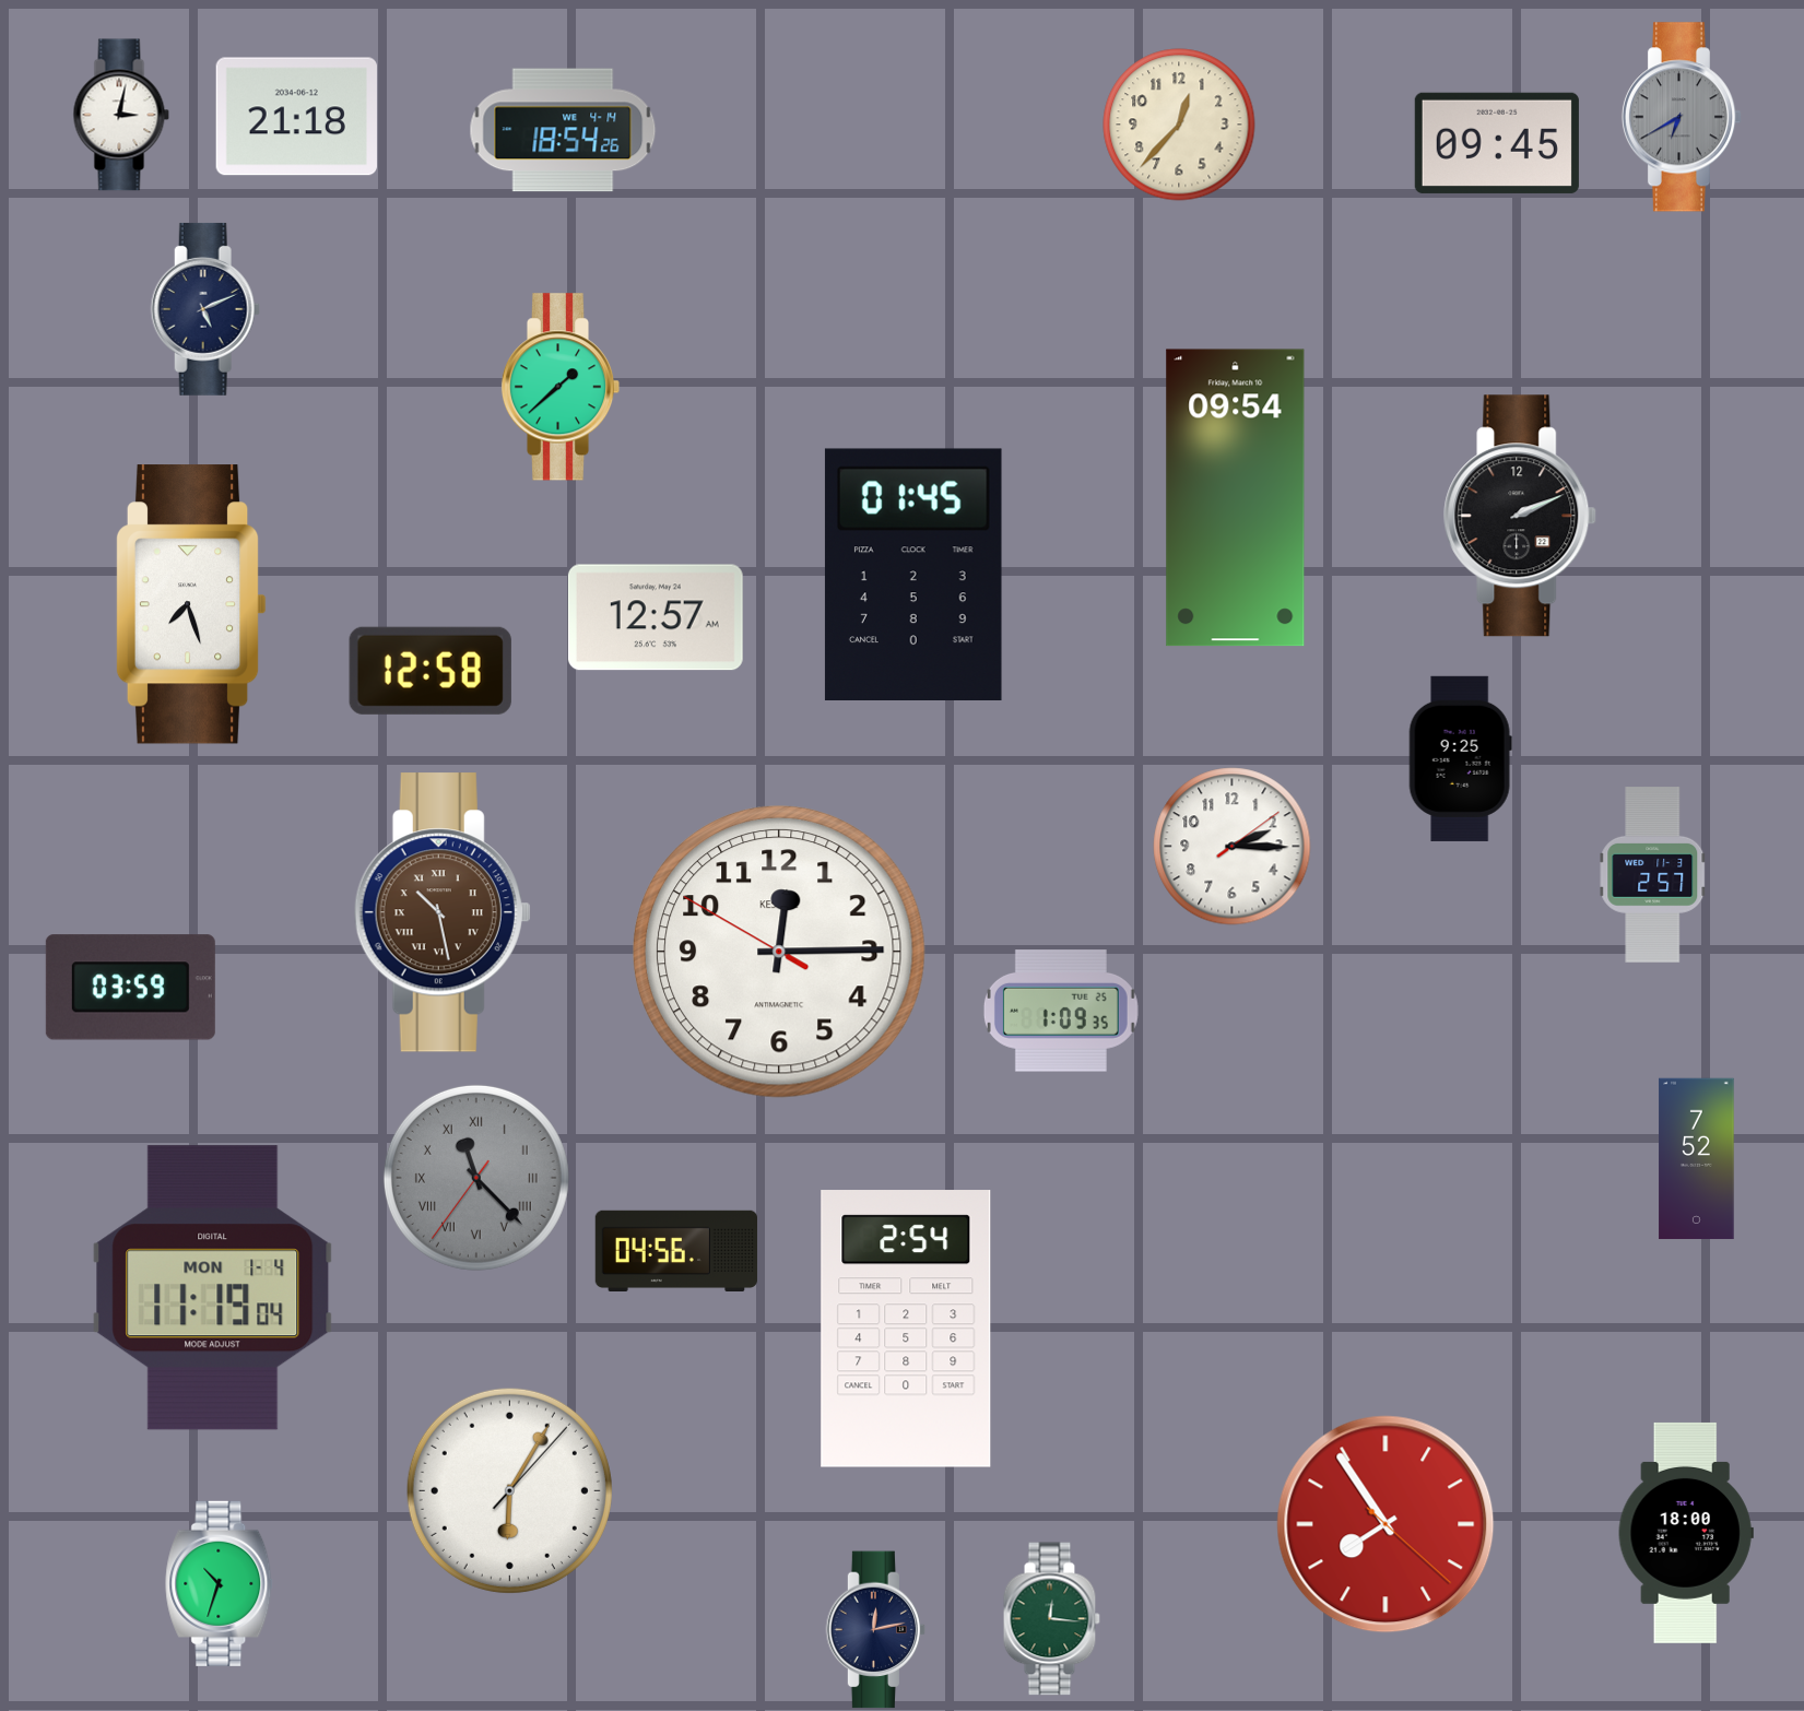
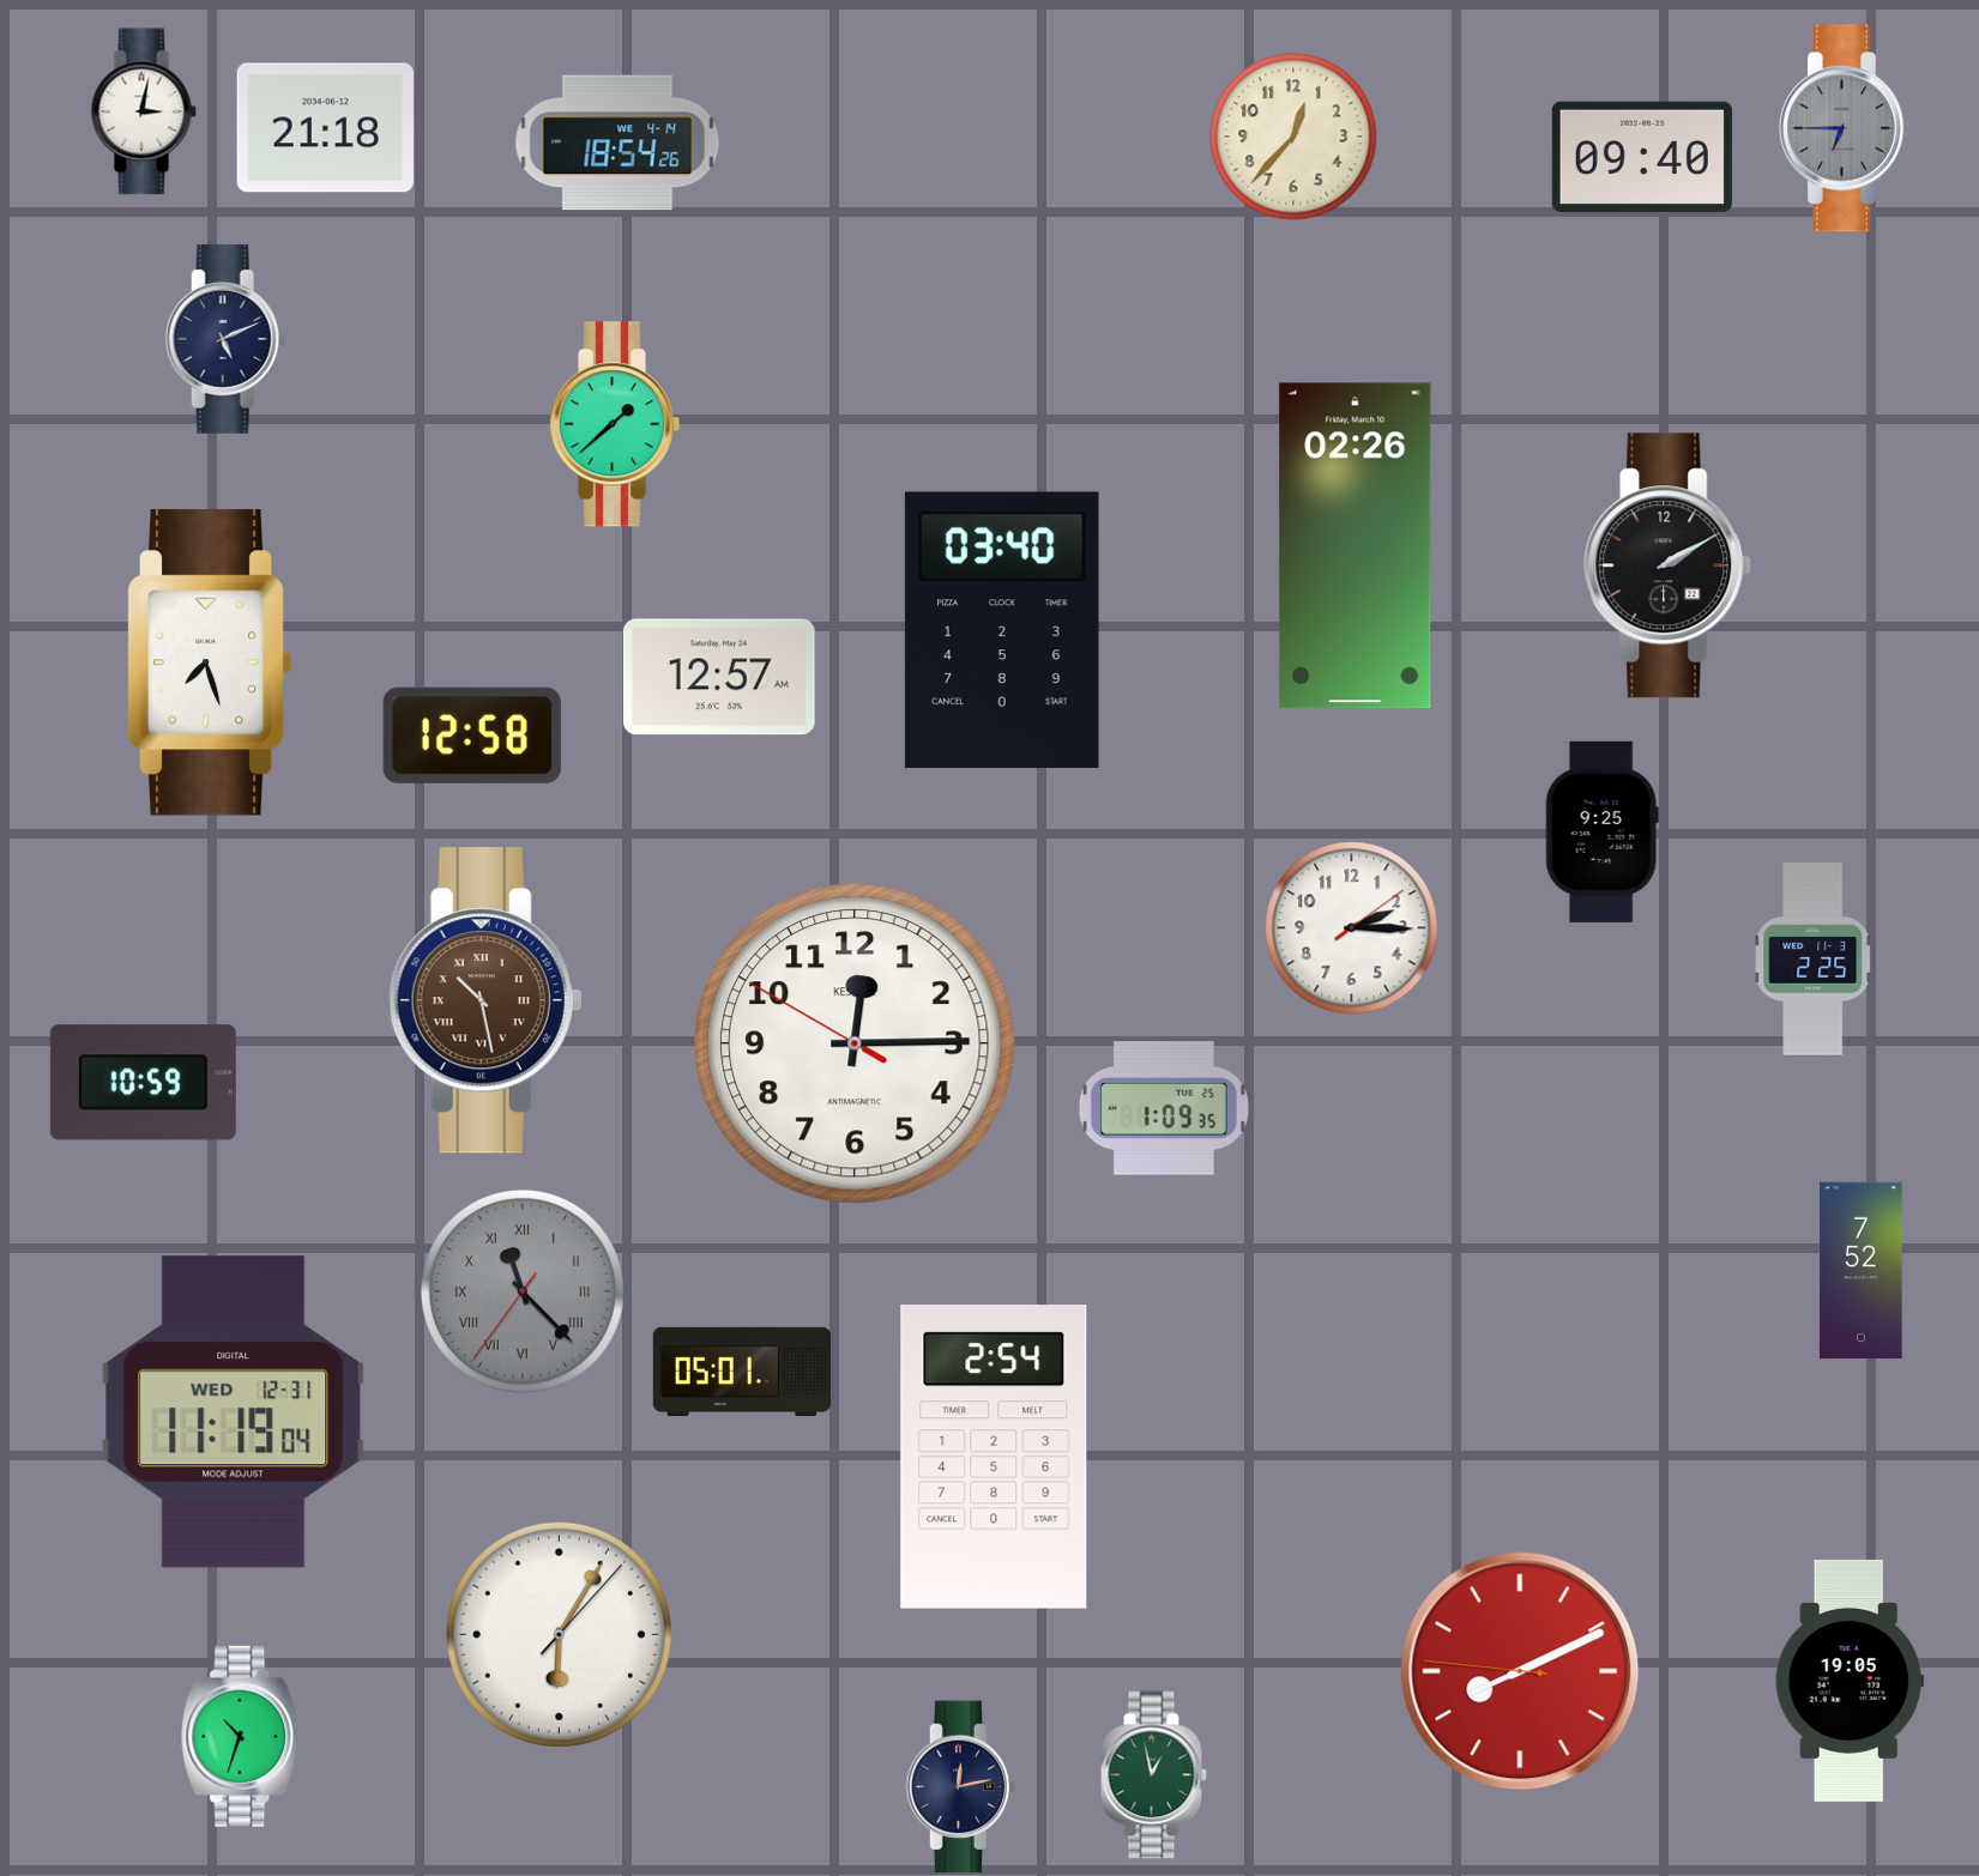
clock at (121, 115) position: (121, 115) -> (144, 111)
clock at (1681, 117): 6:40 -> 6:45
clock at (1497, 143): 09:45 -> 09:40
clock at (1236, 498): 09:54 -> 02:26
clock at (1521, 516): 2:11 -> 2:10
clock at (913, 575): 01:45 -> 03:40
clock at (1653, 875): 2:57 -> 2:25
clock at (130, 988): 03:59 -> 10:59
clock at (676, 1251): 04:56 -> 05:01
clock at (213, 1288) date: MON 1-4 -> WED 12-31
clock at (1386, 1524): 7:54 -> 8:10
clock at (1686, 1533): 18:00 -> 19:05
clock at (1051, 1619): 12:16 -> 12:58
